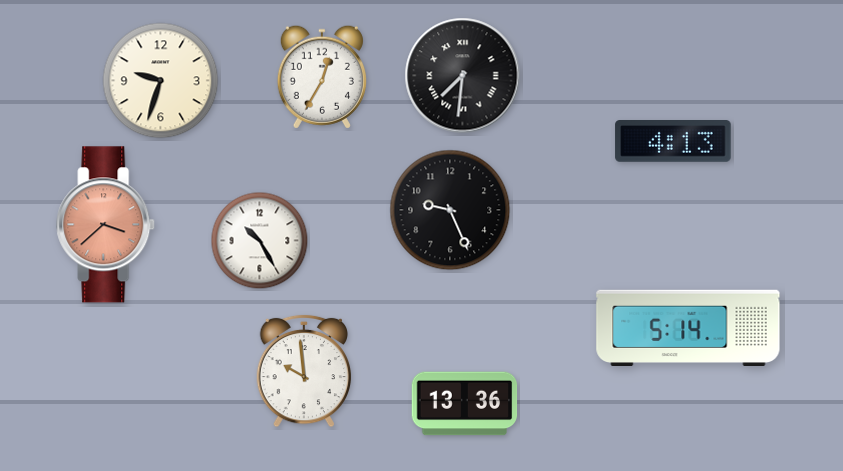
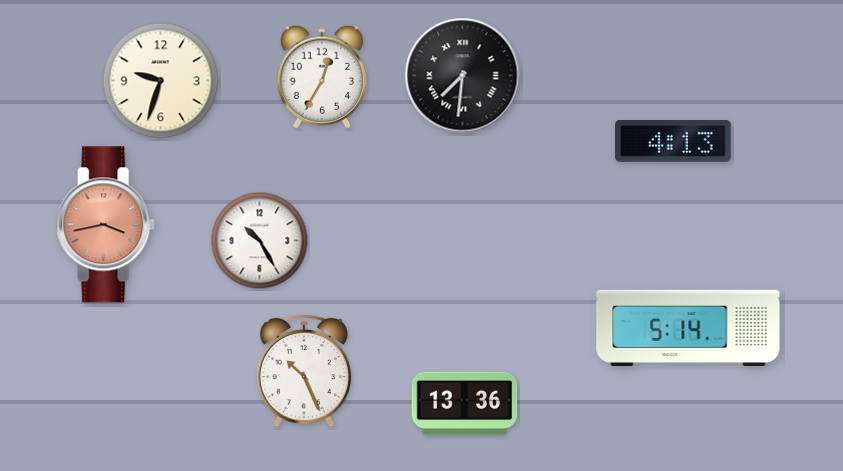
clock at (450, 210): 9:26 -> none
clock at (106, 225): 3:38 -> 3:43
clock at (304, 371): 9:59 -> 10:26
